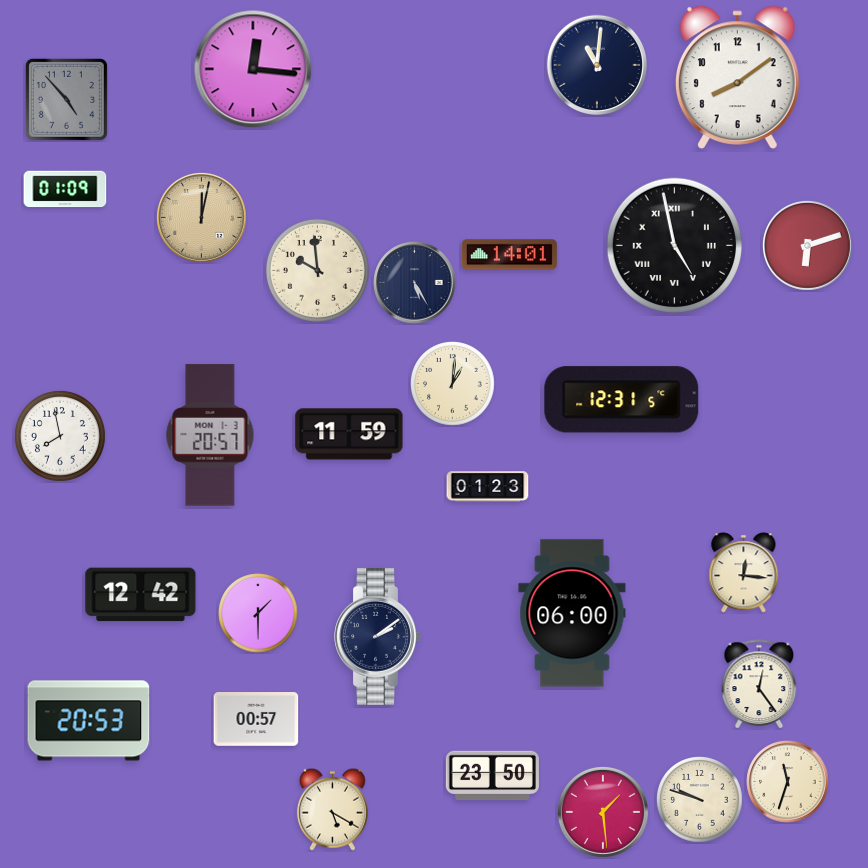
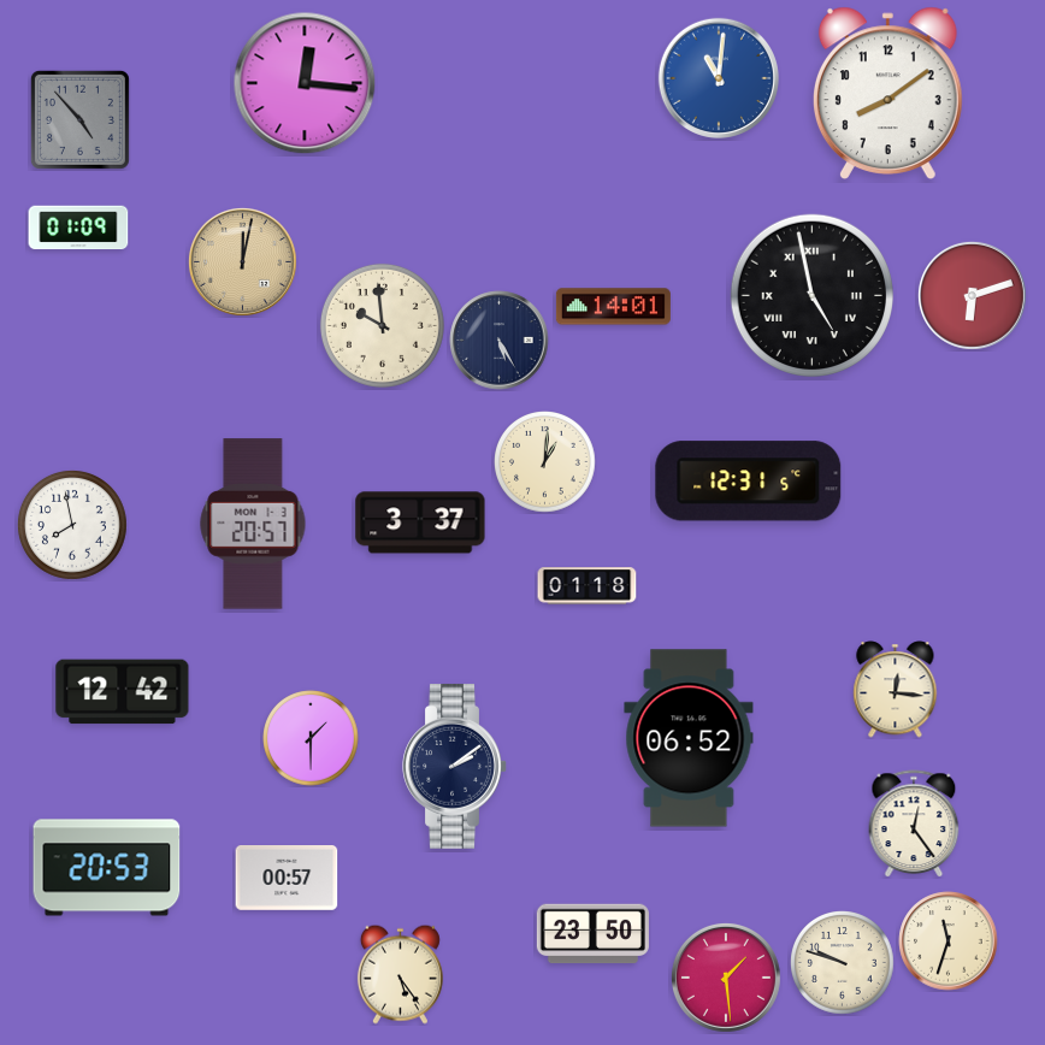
clock at (597, 65) dial: navy -> blue
clock at (349, 434): 11:59 -> 3:37
clock at (488, 487): 01:23 -> 01:18
clock at (141, 595) position: (141, 595) -> (123, 692)
clock at (572, 613): 06:00 -> 06:52
clock at (256, 720) position: (256, 720) -> (287, 879)
clock at (332, 809): 5:20 -> 5:24
